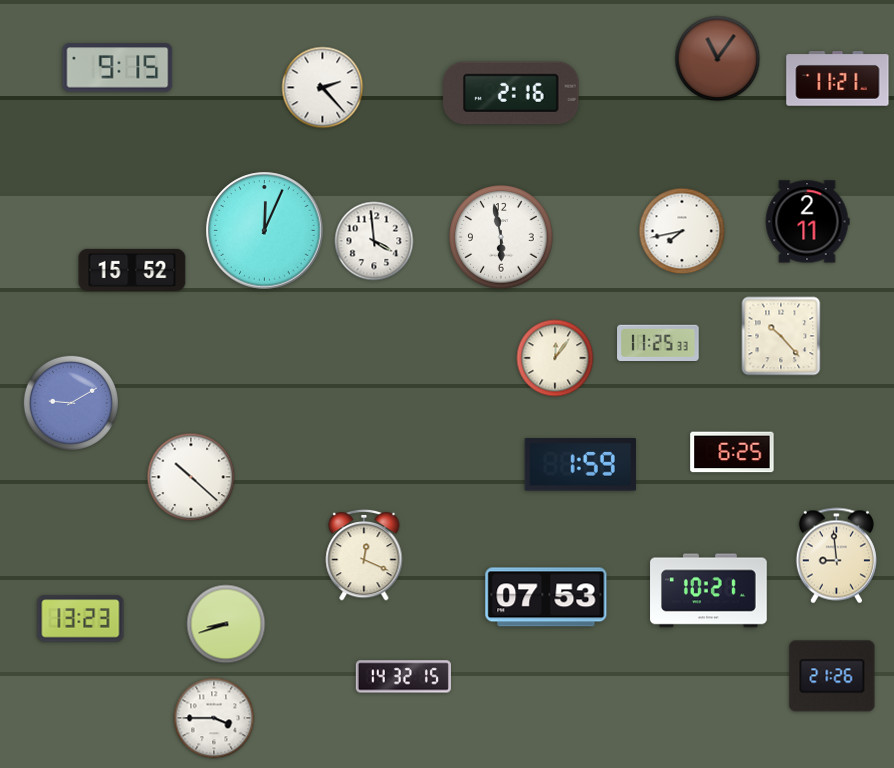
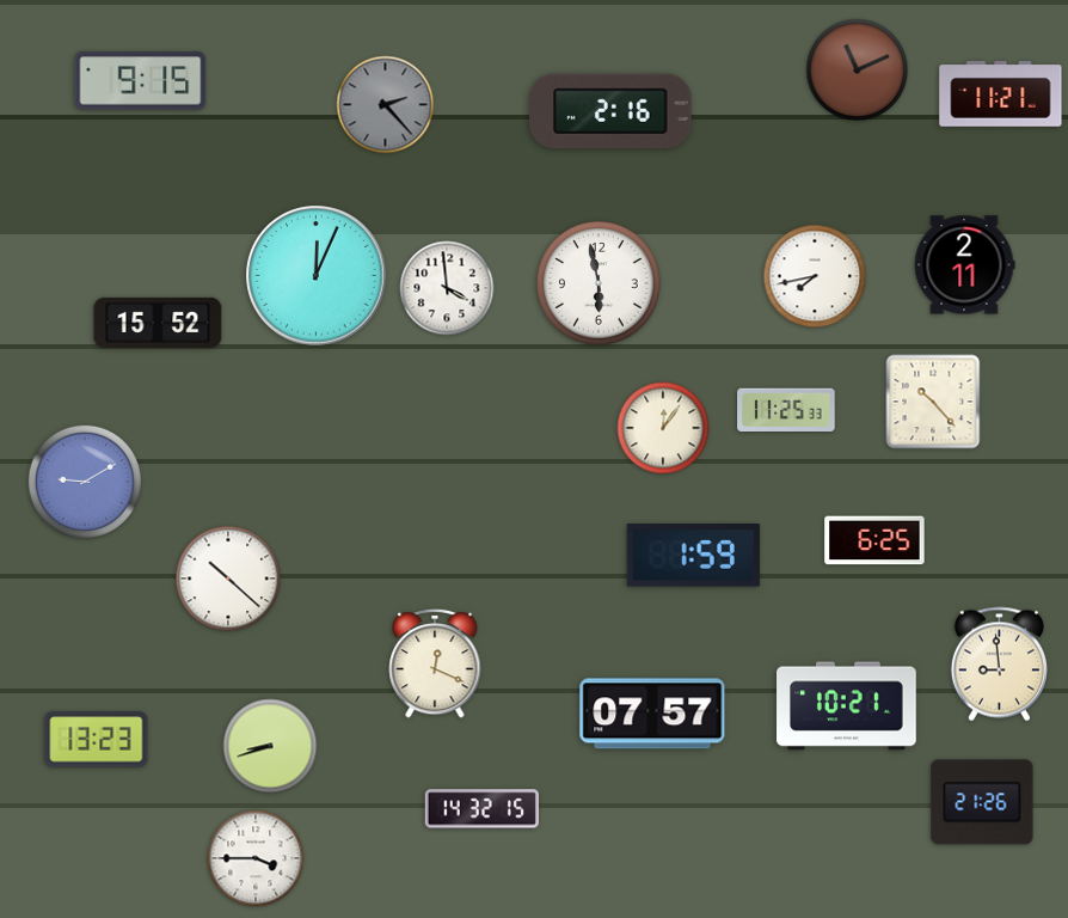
clock at (718, 59): 11:06 -> 11:11
clock at (323, 88) dial: white -> grey
clock at (191, 477) position: (191, 477) -> (228, 579)
clock at (546, 597): 07:53 -> 07:57
clock at (832, 676) position: (832, 676) -> (982, 802)
